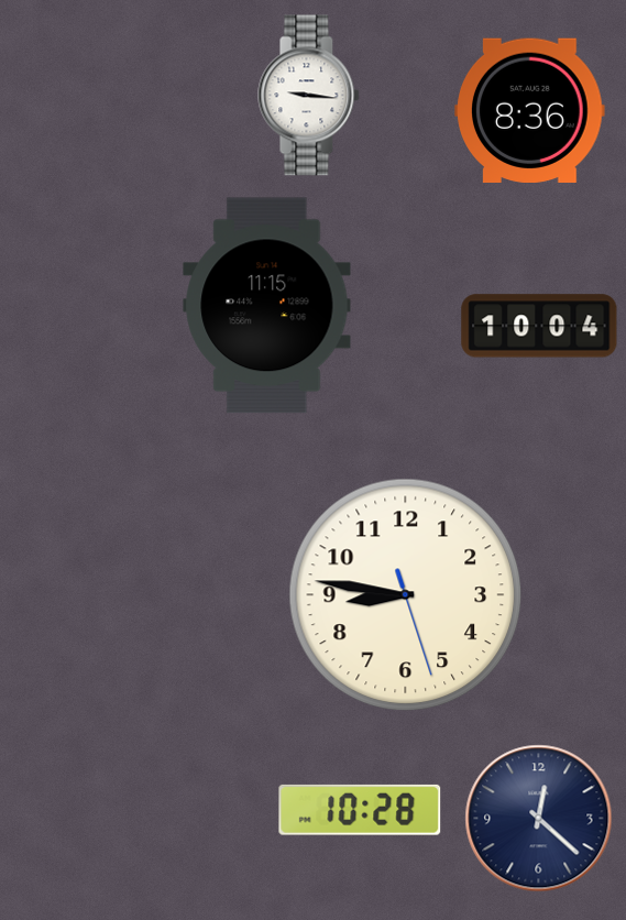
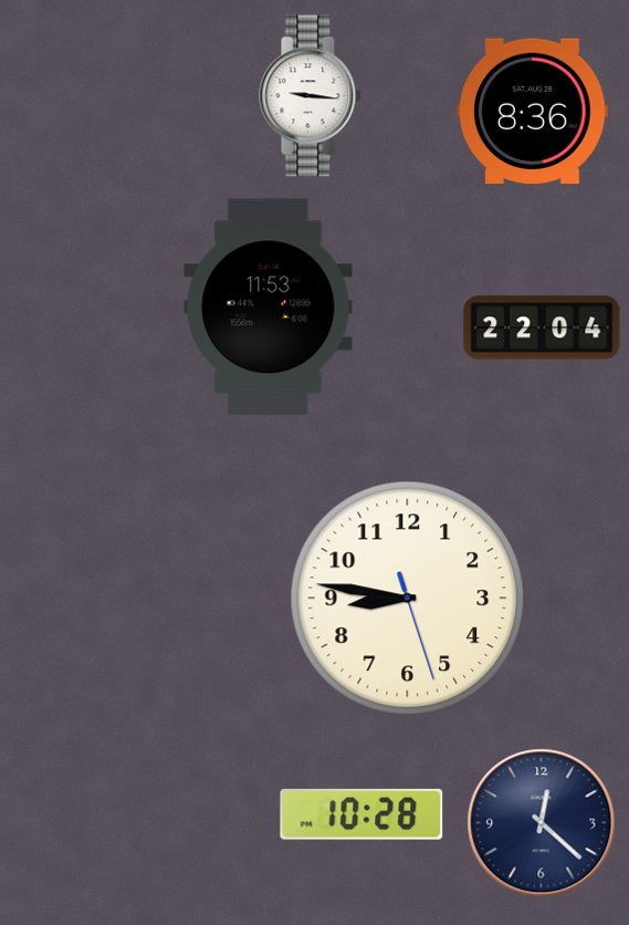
clock at (267, 306): 11:15 -> 11:53
clock at (539, 326): 10:04 -> 22:04
